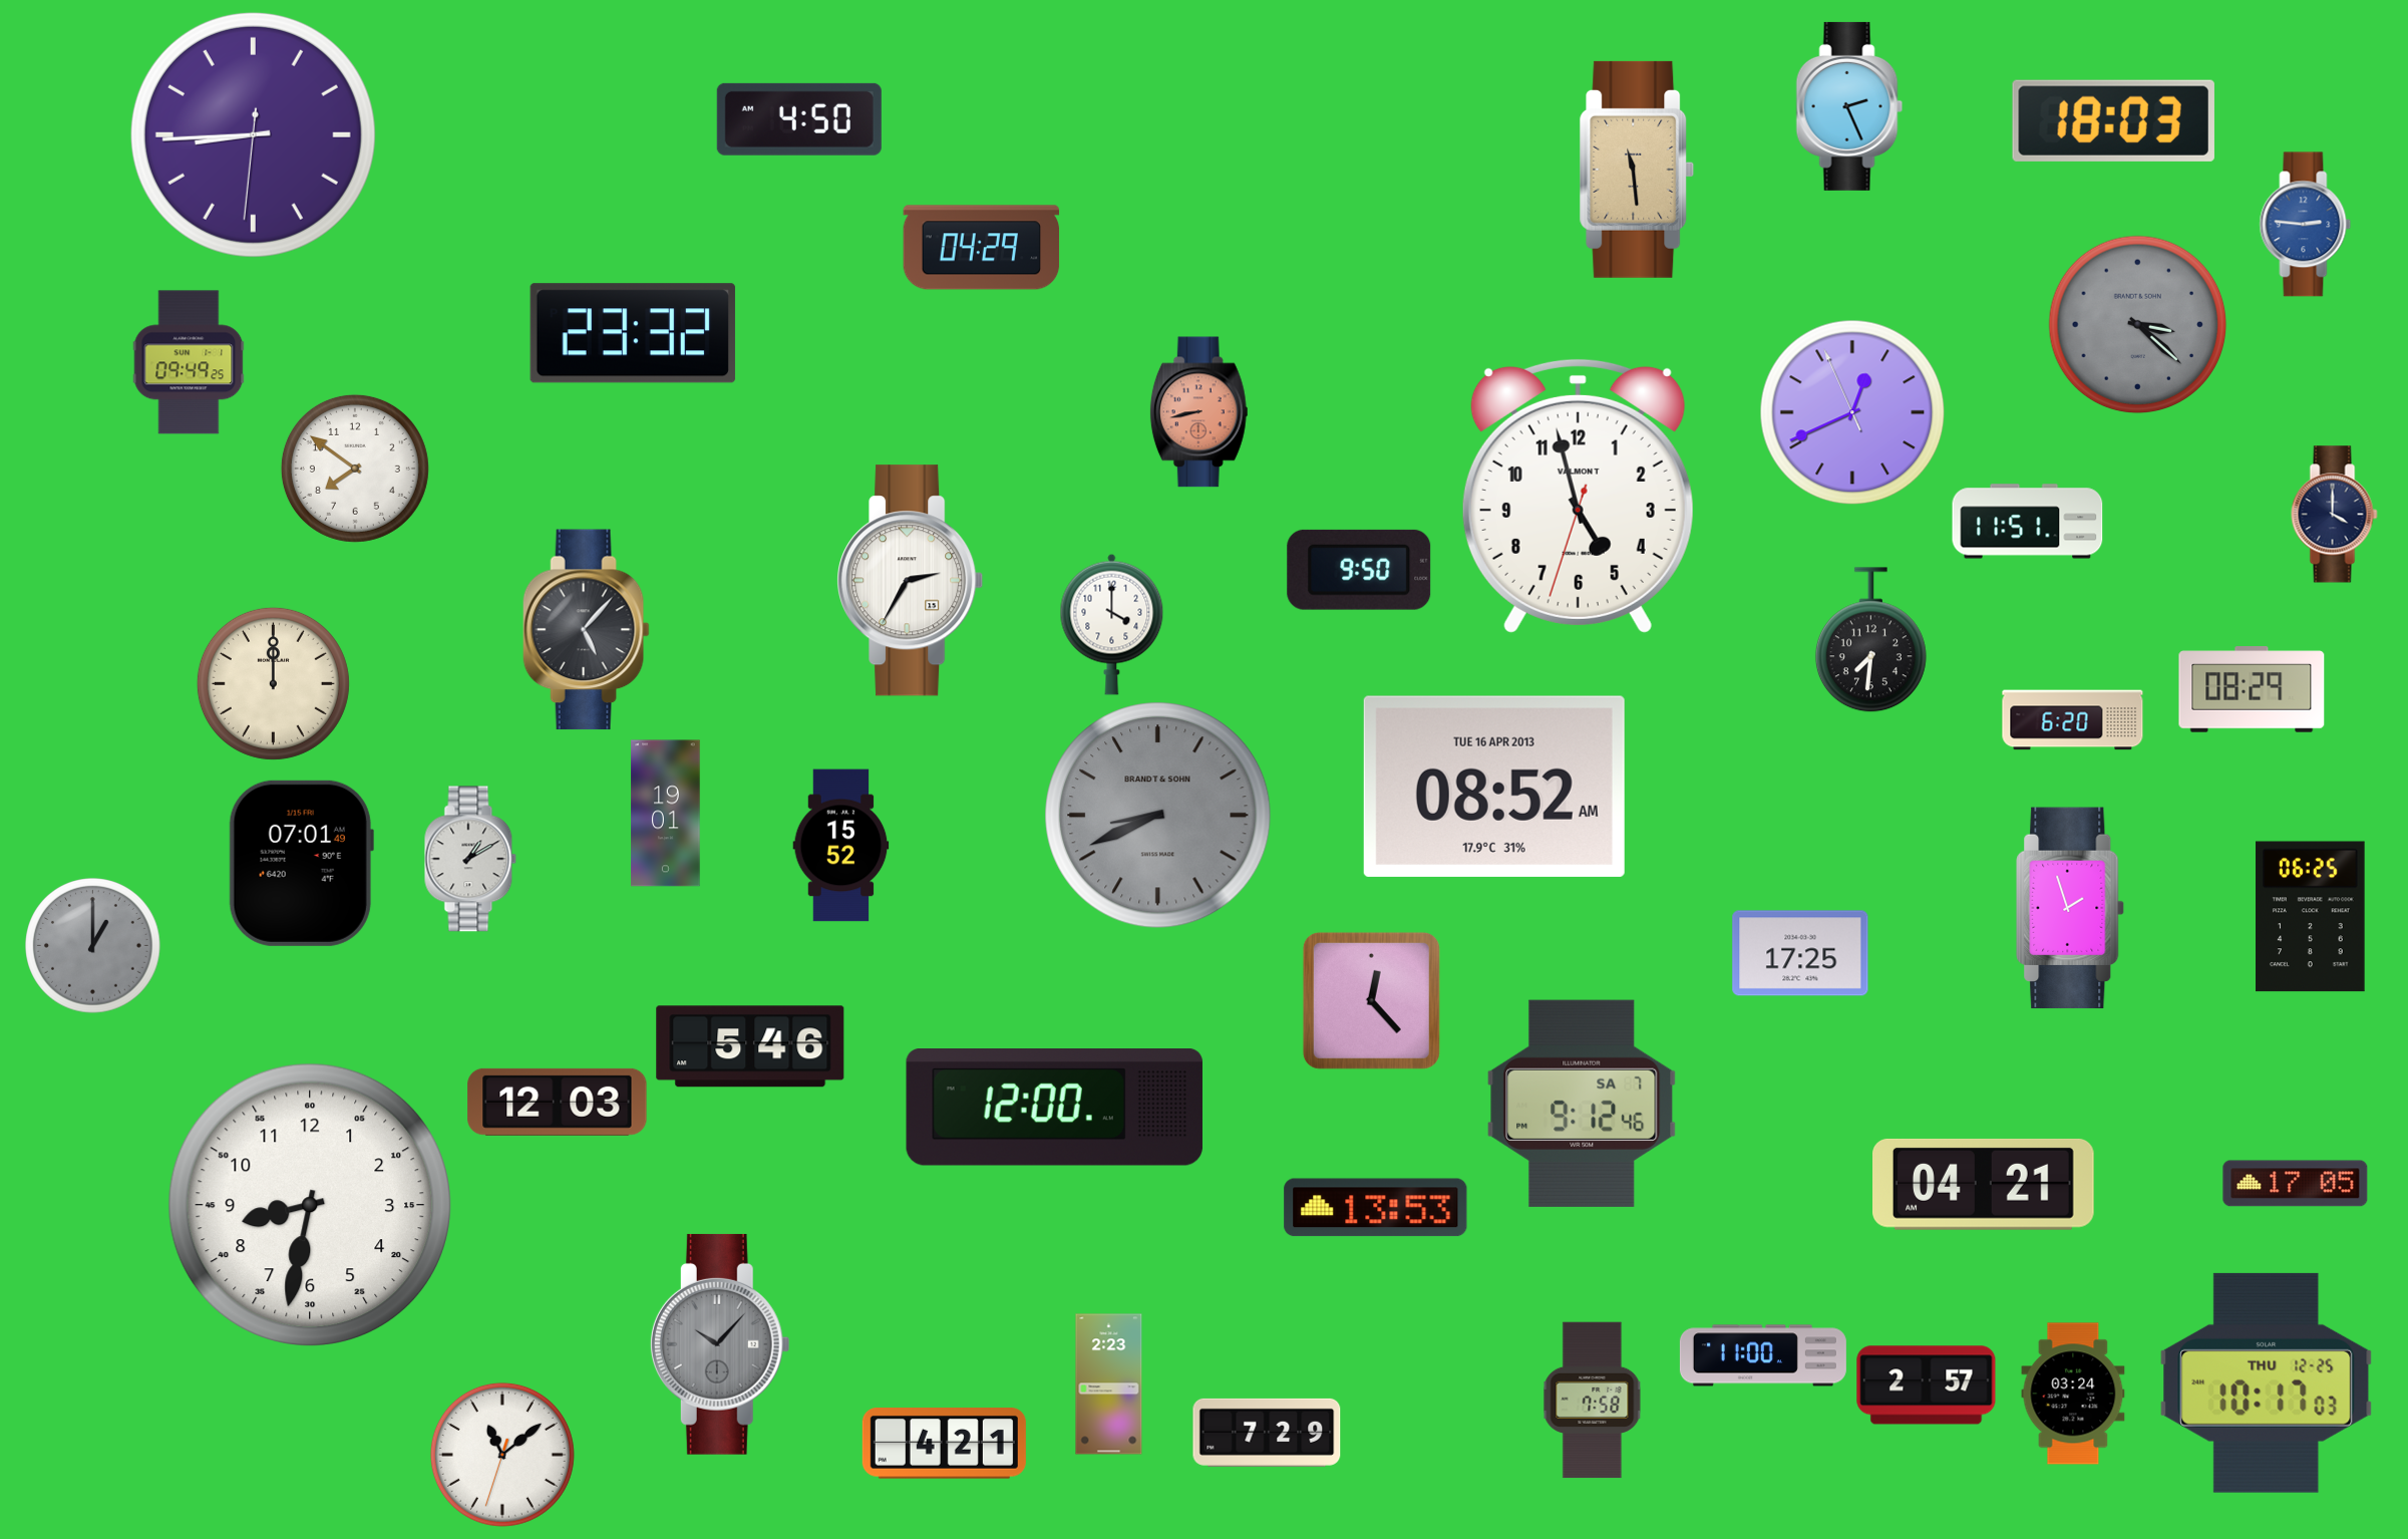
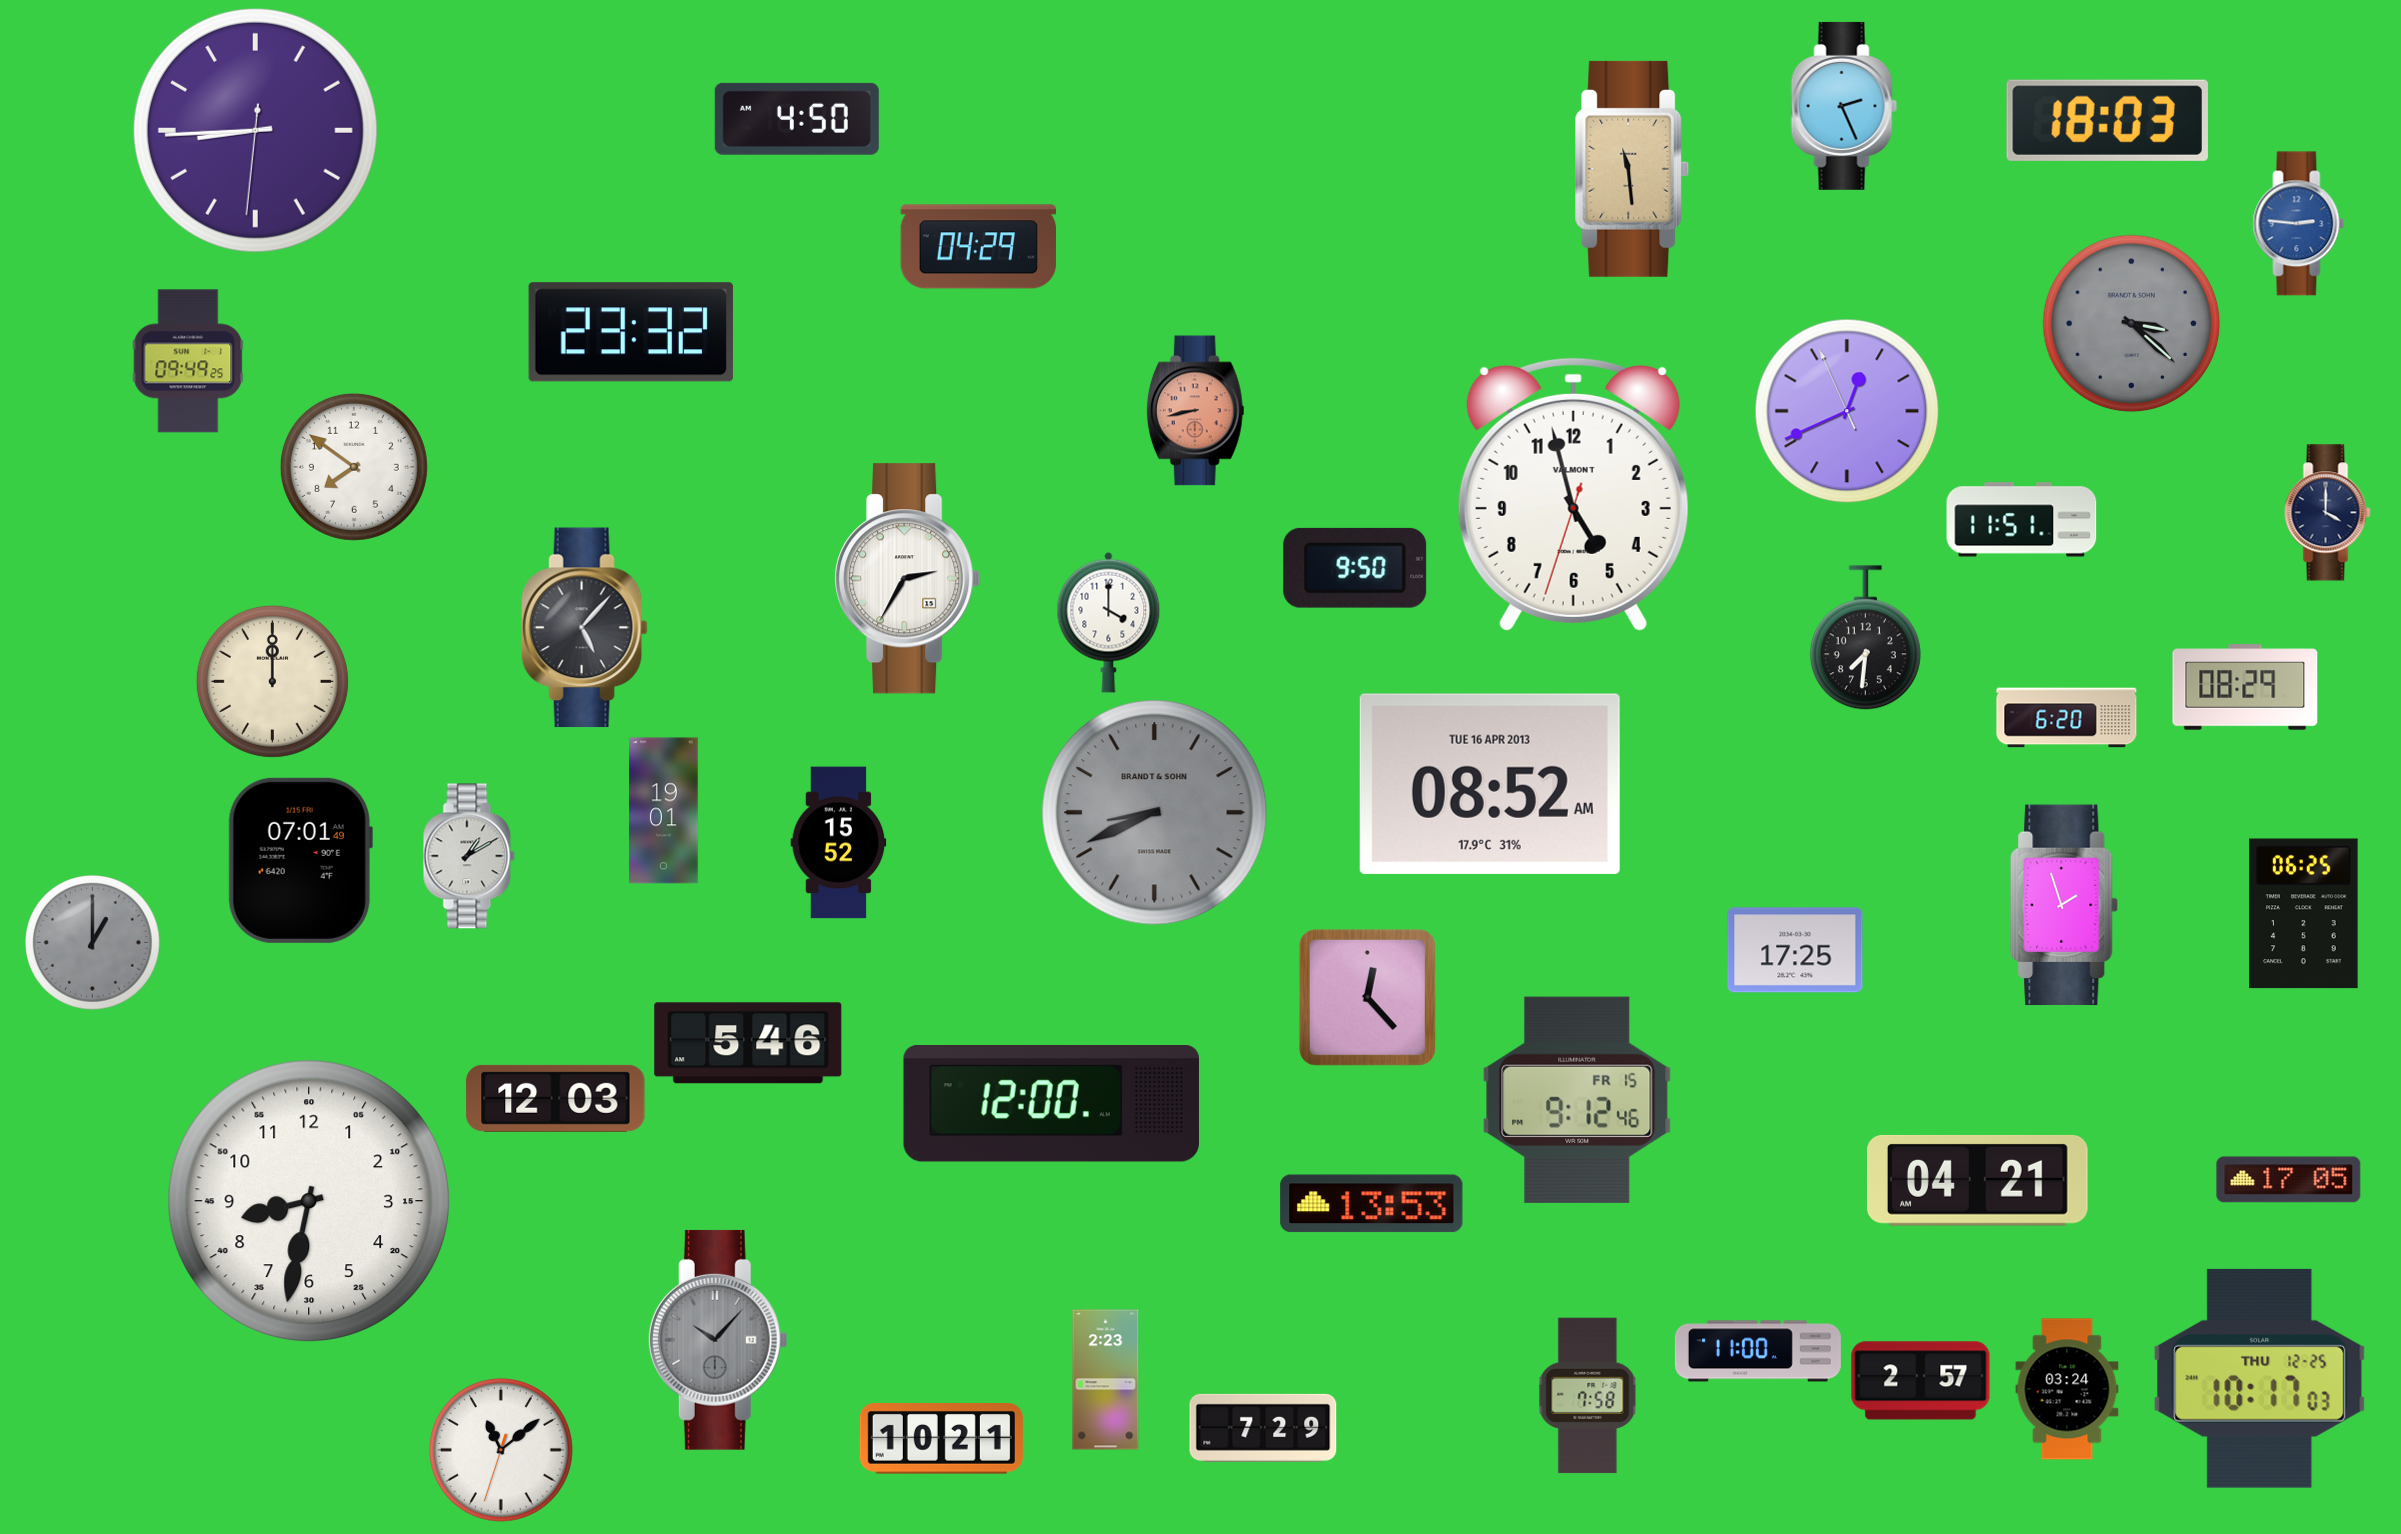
clock at (253, 134) position: (253, 134) -> (255, 130)
clock at (1582, 1104) date: SA 7 -> FR 15
clock at (944, 1444): 4:21 -> 10:21
